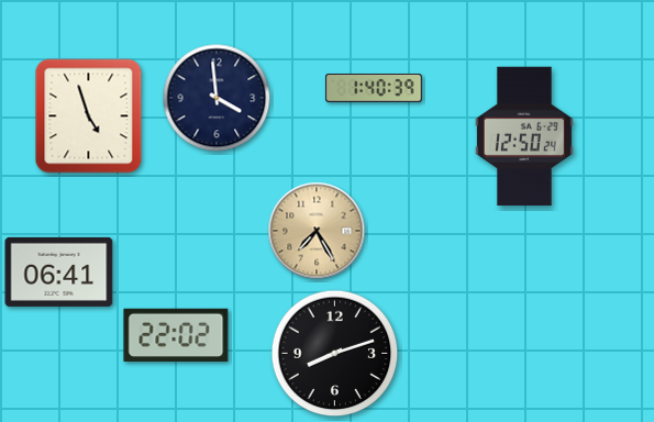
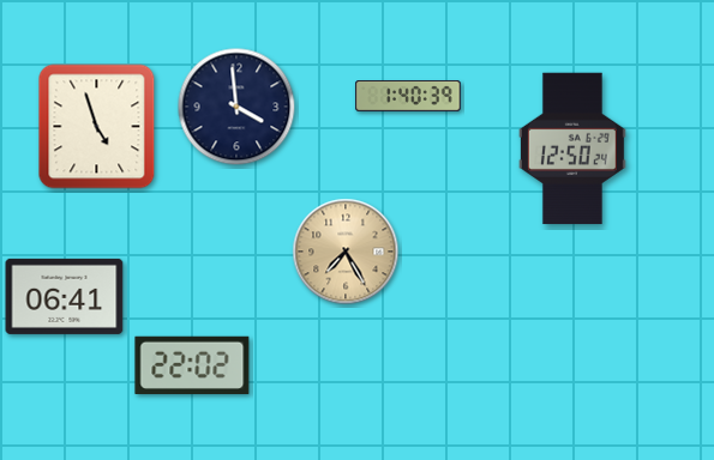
clock at (335, 354): 8:12 -> none
